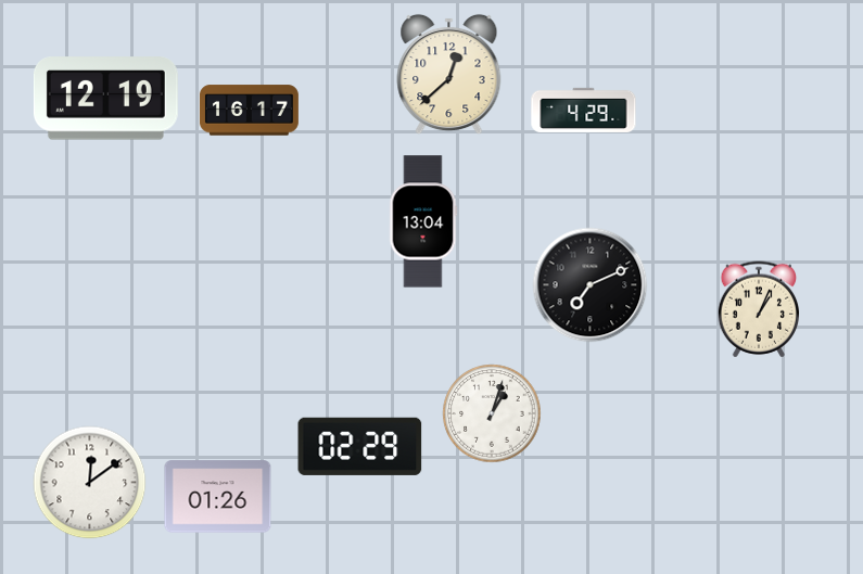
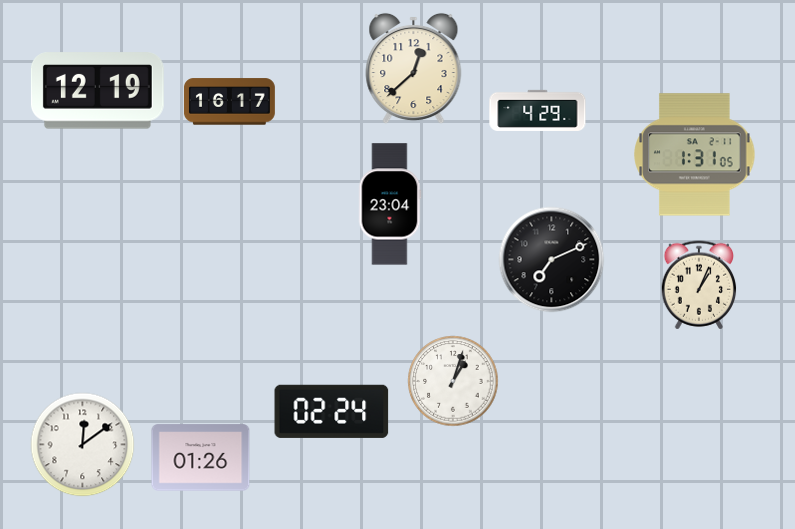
clock at (584, 110) position: (584, 110) -> (538, 110)
clock at (695, 155): none -> 1:31
clock at (423, 221): 13:04 -> 23:04
clock at (591, 285) position: (591, 285) -> (552, 260)
clock at (360, 446): 02:29 -> 02:24
